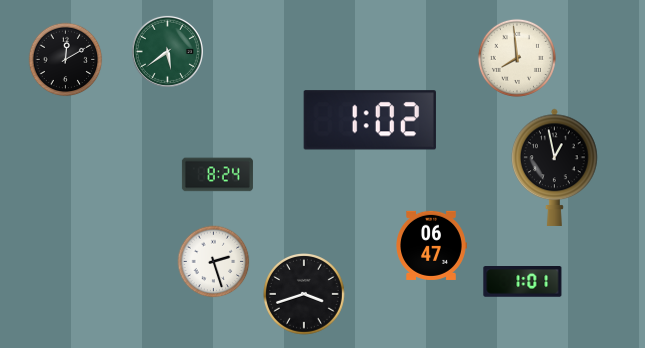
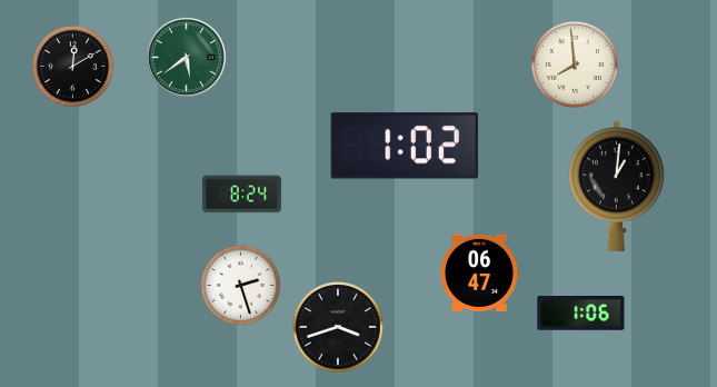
clock at (370, 120) position: (370, 120) -> (405, 146)
clock at (555, 167): 12:58 -> 1:01
clock at (214, 262) position: (214, 262) -> (241, 286)
clock at (523, 282): 1:01 -> 1:06
